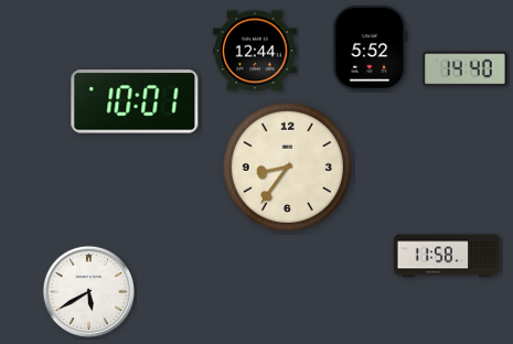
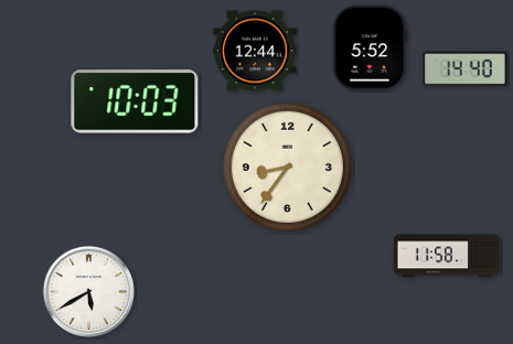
clock at (135, 101): 10:01 -> 10:03
